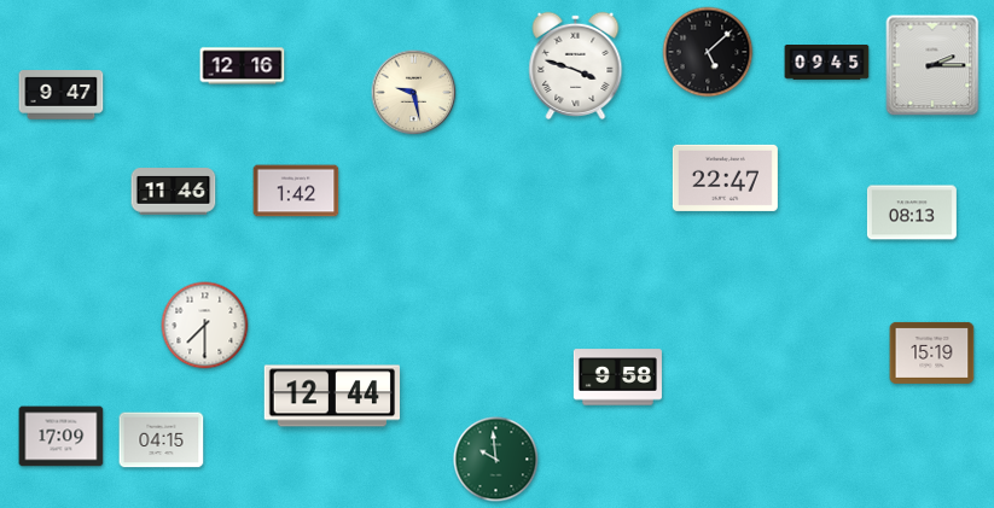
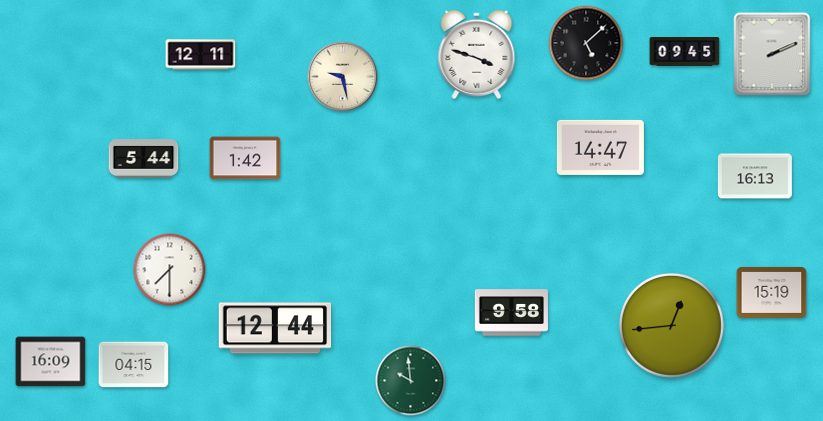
clock at (932, 65): 2:15 -> 2:11
clock at (243, 66): 12:16 -> 12:11
clock at (62, 95): 9:47 -> none
clock at (725, 177): 22:47 -> 14:47
clock at (174, 192): 11:46 -> 5:44
clock at (912, 212): 08:13 -> 16:13
clock at (671, 325): none -> 12:44
clock at (62, 437): 17:09 -> 16:09
